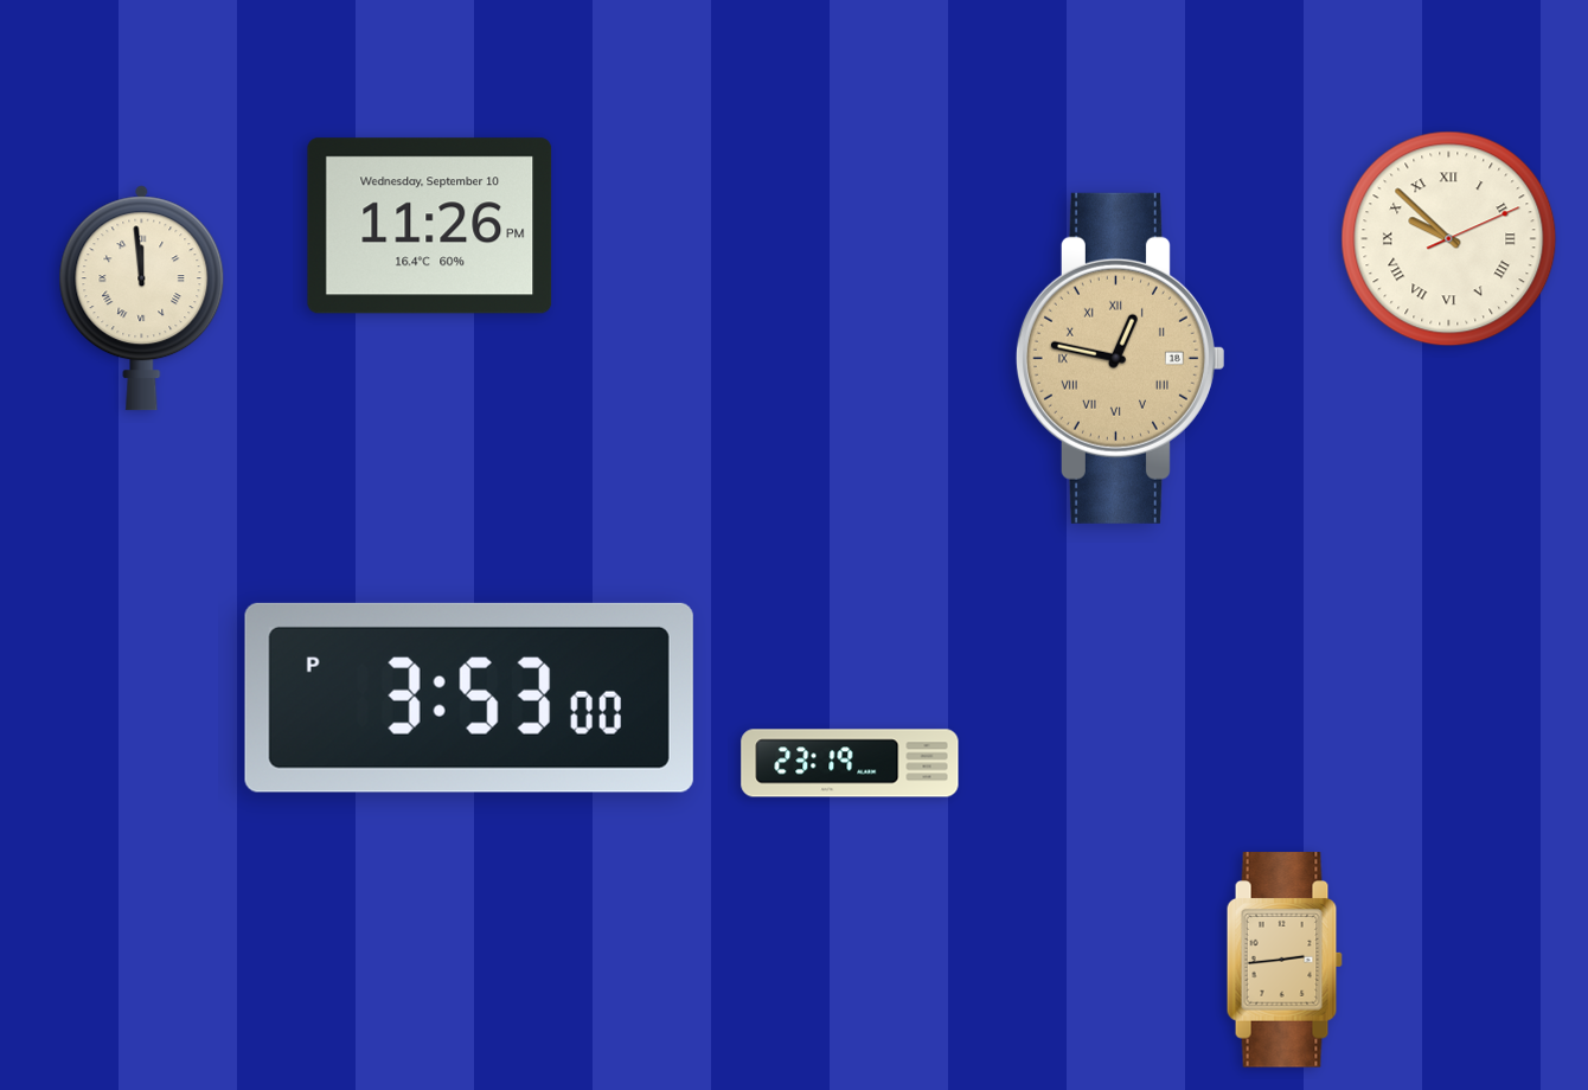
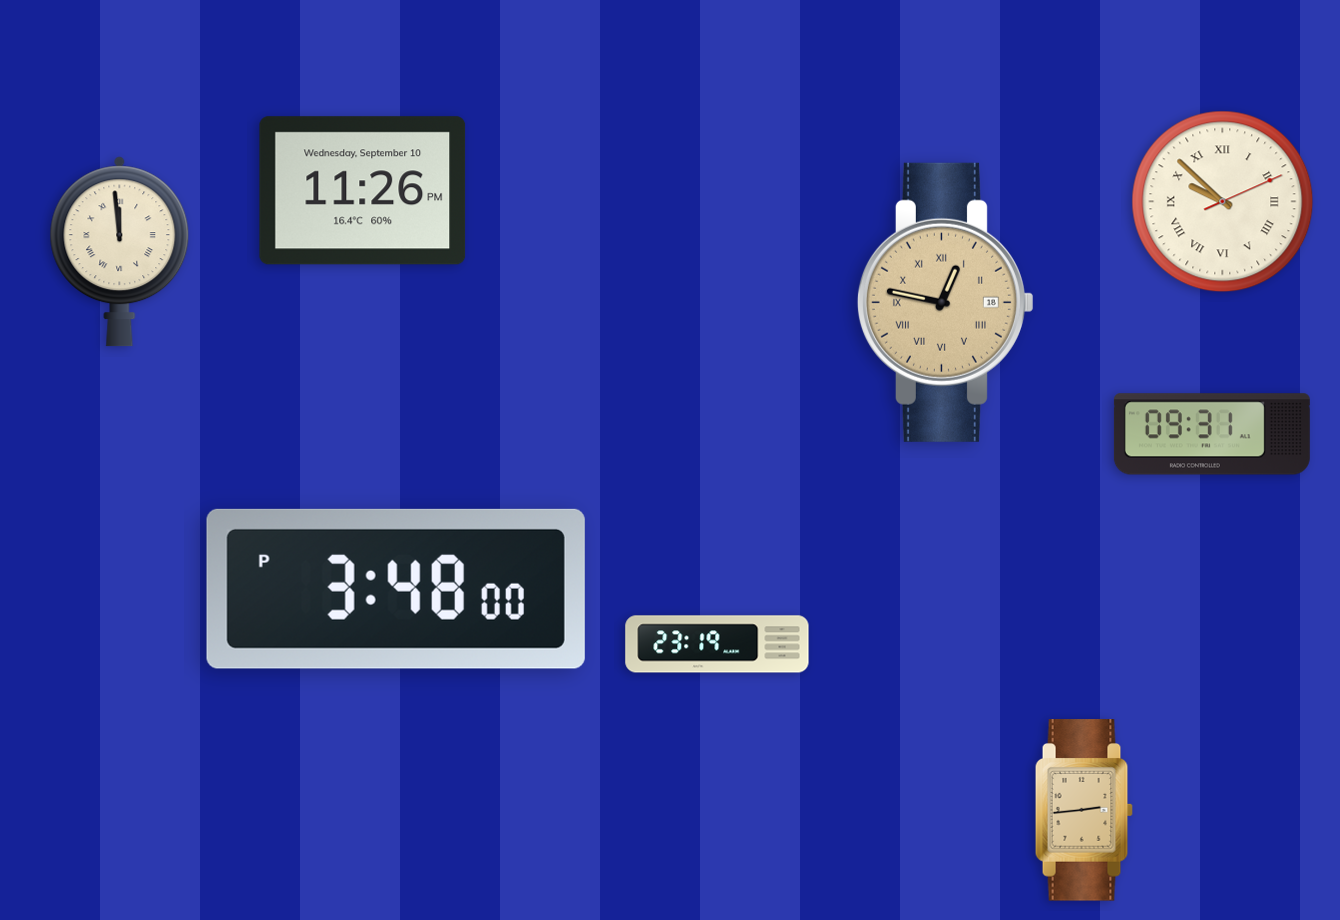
clock at (1212, 434): none -> 09:31
clock at (469, 698): 3:53 -> 3:48
